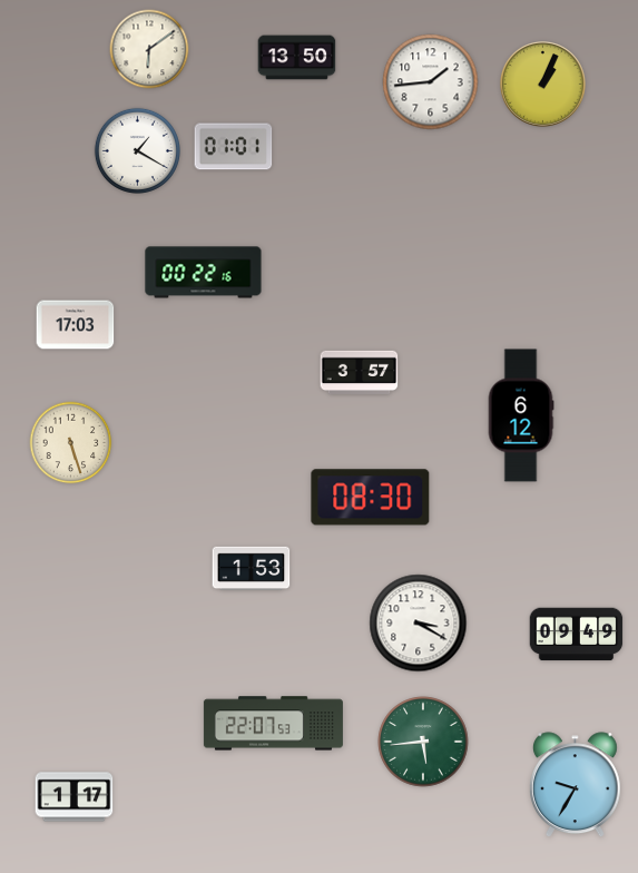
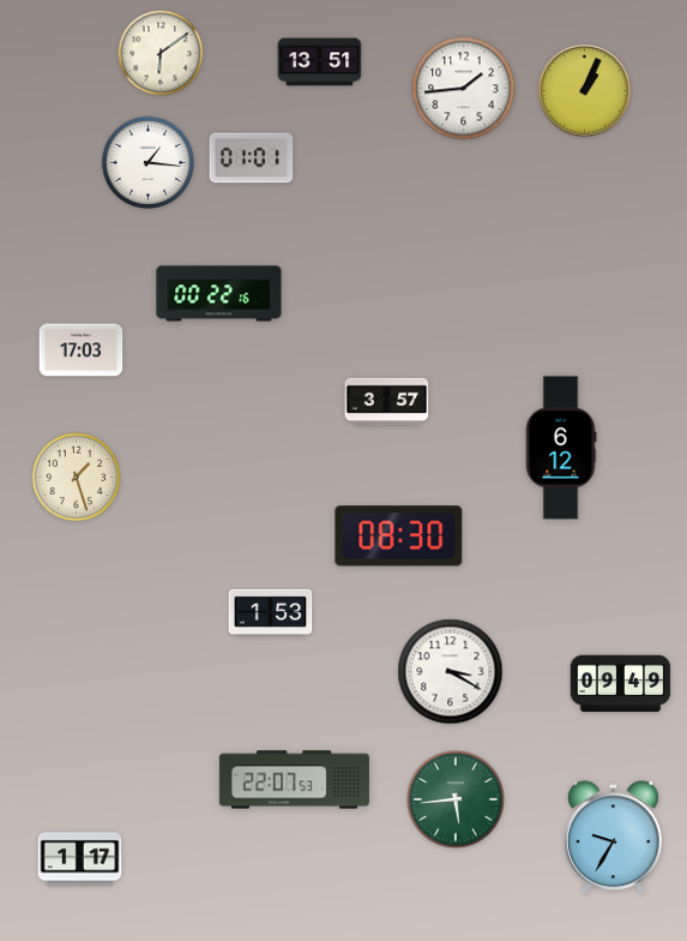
clock at (297, 58): 13:50 -> 13:51
clock at (137, 150): 1:20 -> 1:16
clock at (71, 443): 5:27 -> 1:27
clock at (575, 785) position: (575, 785) -> (613, 838)
